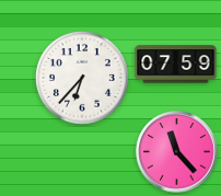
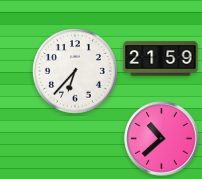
clock at (176, 65): 07:59 -> 21:59
clock at (177, 152): 11:23 -> 10:38
